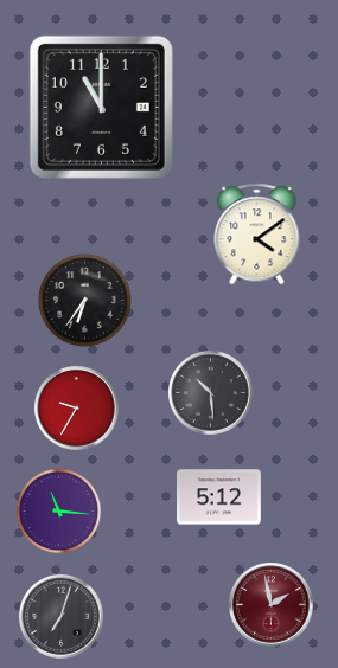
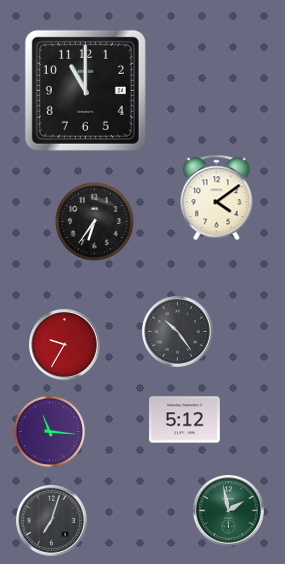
clock at (85, 301) position: (85, 301) -> (95, 222)
clock at (211, 393): 10:29 -> 10:24
clock at (272, 605) dial: burgundy -> green
